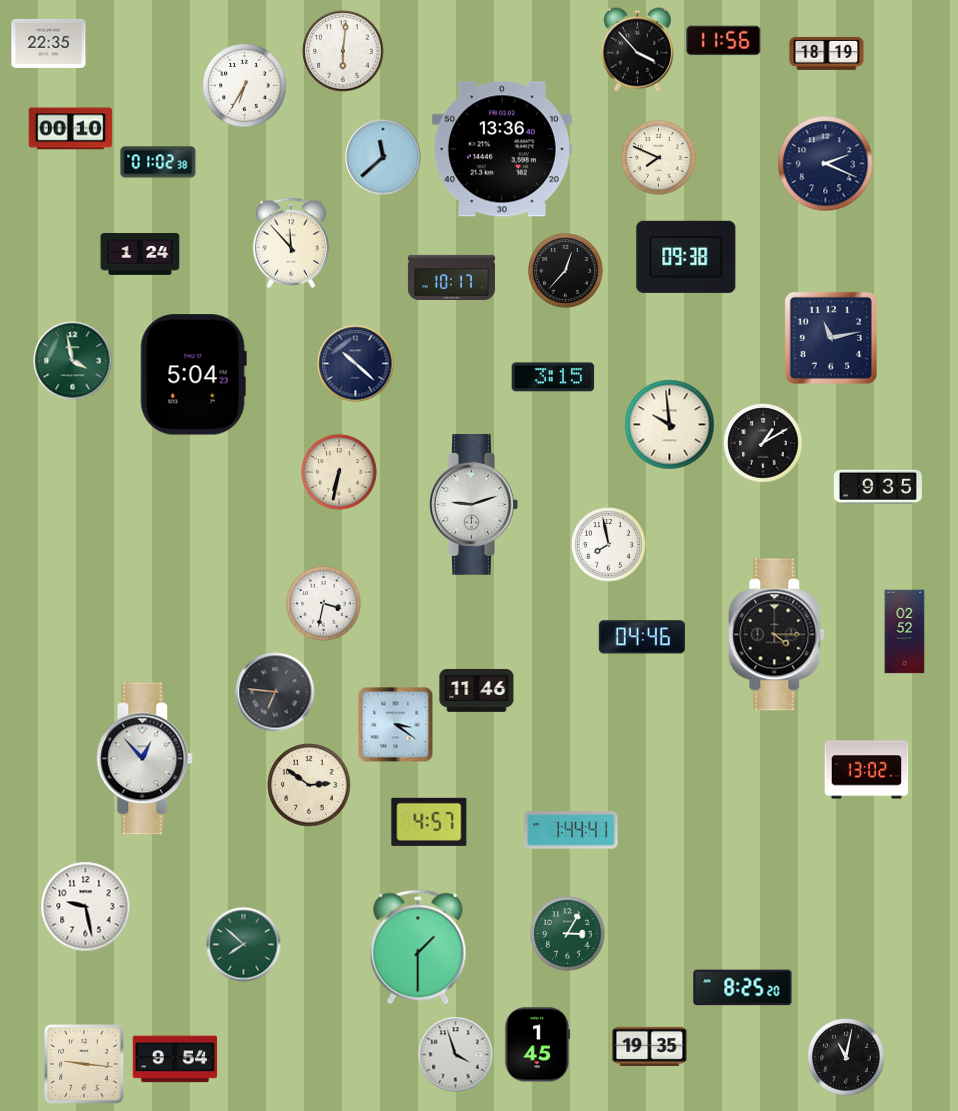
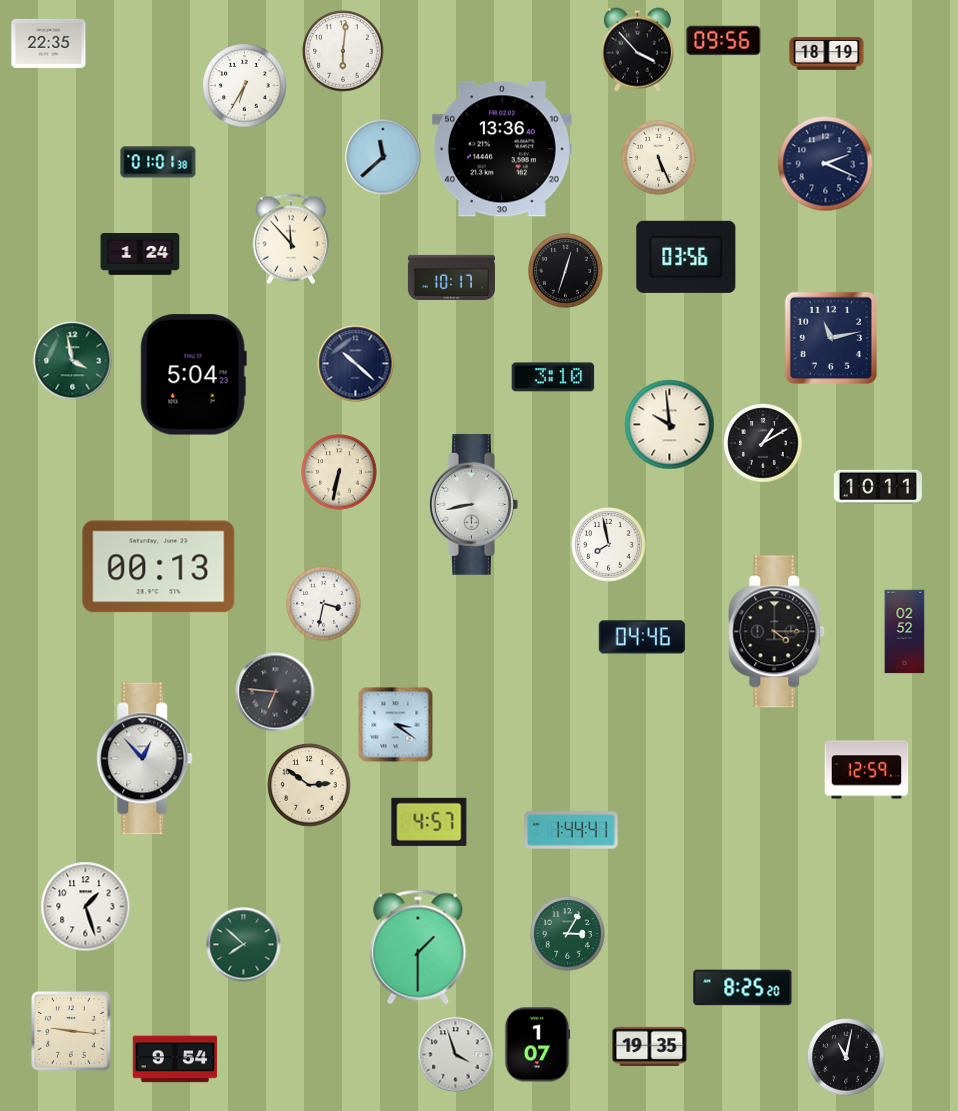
clock at (724, 41): 11:56 -> 09:56
clock at (71, 129): 00:10 -> none
clock at (659, 158): 7:49 -> 5:26
clock at (158, 162): 01:02 -> 01:01
clock at (291, 243) position: (291, 243) -> (291, 239)
clock at (686, 257): 09:38 -> 03:56
clock at (566, 271): 12:37 -> 12:33
clock at (553, 377): 3:15 -> 3:10
clock at (878, 486): 9:35 -> 10:11
clock at (474, 504): 9:12 -> 8:43
clock at (159, 567): none -> 00:13
clock at (777, 635) position: (777, 635) -> (777, 632)
clock at (477, 690): 11:46 -> none
clock at (867, 770): 13:02 -> 12:59
clock at (86, 907): 9:28 -> 1:27
clock at (538, 1045): 1:45 -> 1:07
clock at (84, 1064) position: (84, 1064) -> (71, 1031)
